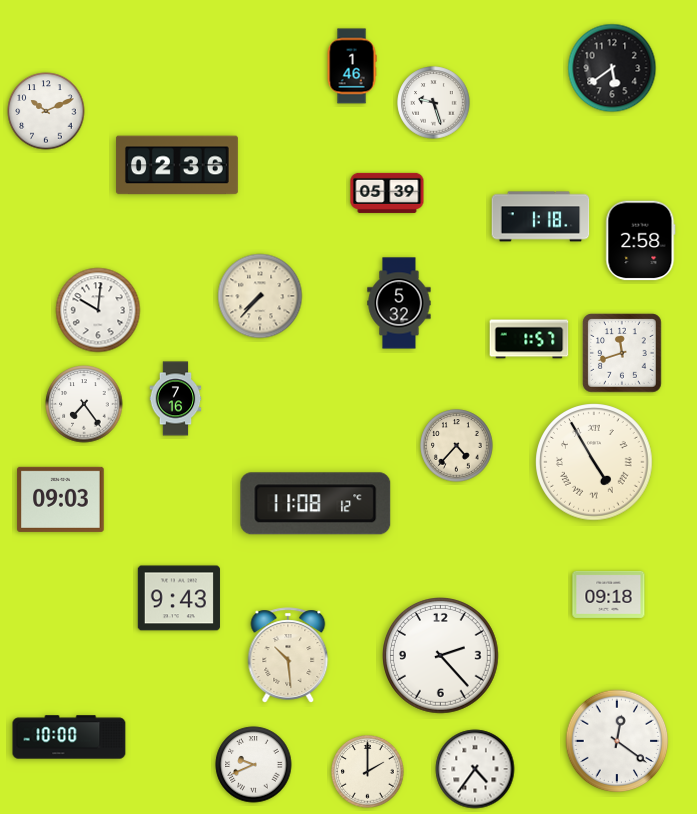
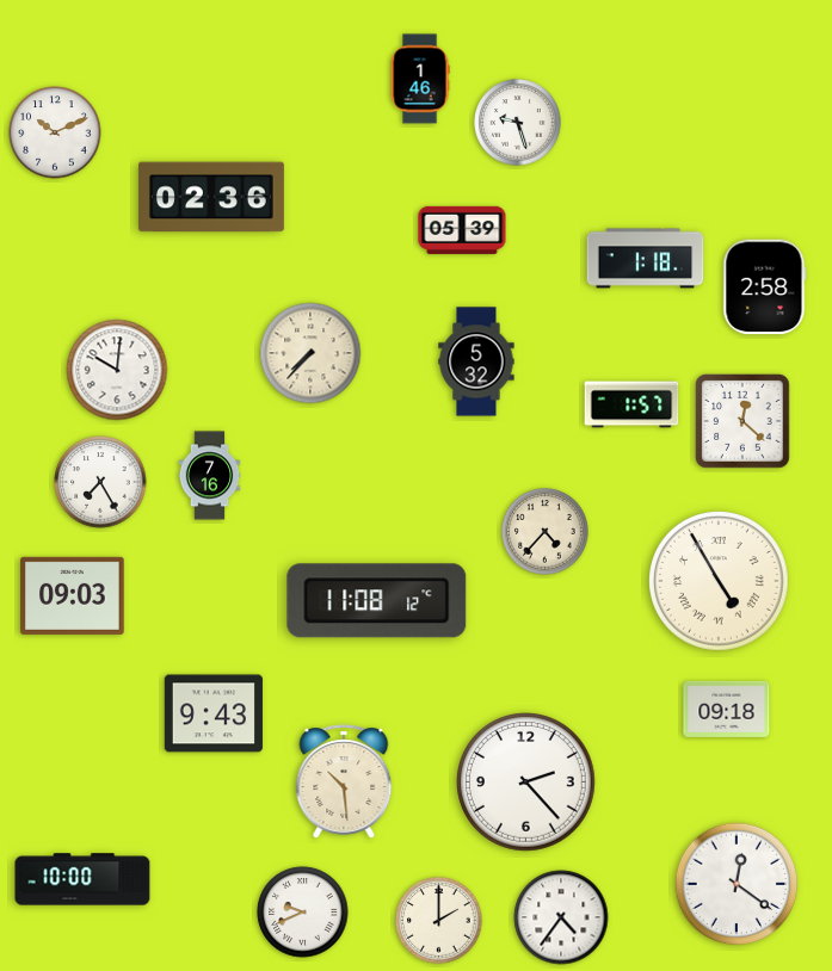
clock at (612, 68): 5:39 -> none
clock at (622, 353): 11:42 -> 12:22
clock at (84, 404): 7:24 -> 7:25
clock at (594, 462) position: (594, 462) -> (719, 581)
clock at (475, 769) position: (475, 769) -> (561, 917)
